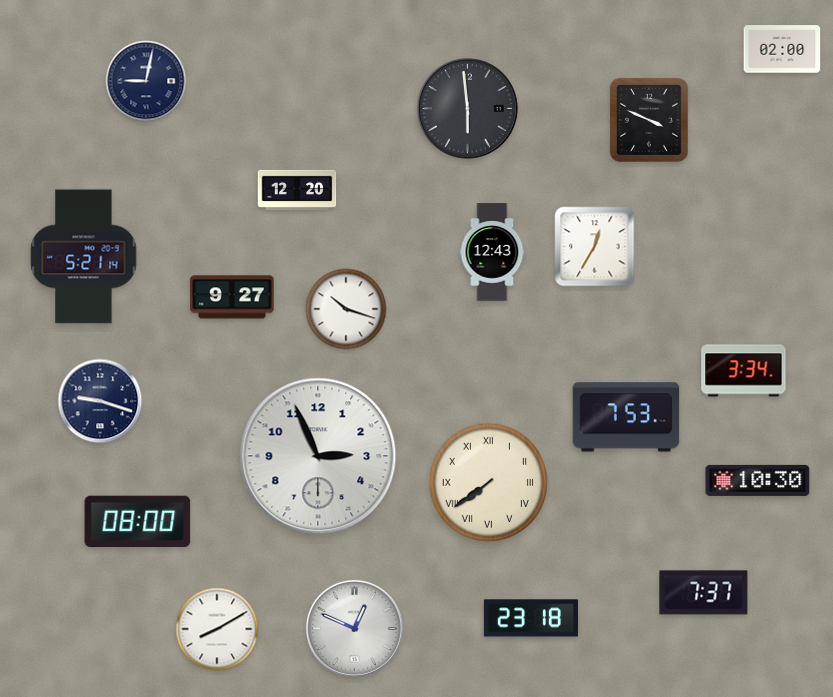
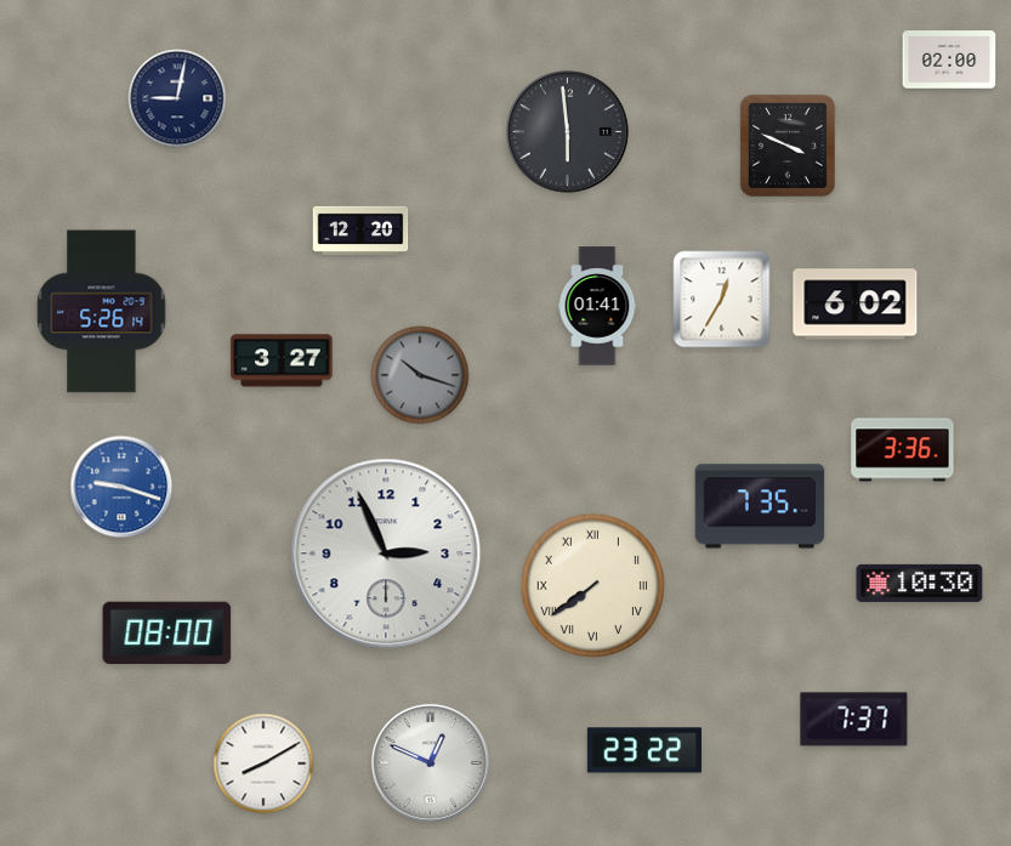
clock at (856, 305): none -> 6:02
clock at (492, 252): 12:43 -> 01:41
clock at (84, 257): 5:21 -> 5:26
clock at (232, 297): 9:27 -> 3:27
clock at (346, 309) dial: white -> grey
clock at (744, 371): 3:34 -> 3:36
clock at (100, 401) dial: navy -> blue
clock at (626, 417): 7:53 -> 7:35
clock at (531, 618): 23:18 -> 23:22
